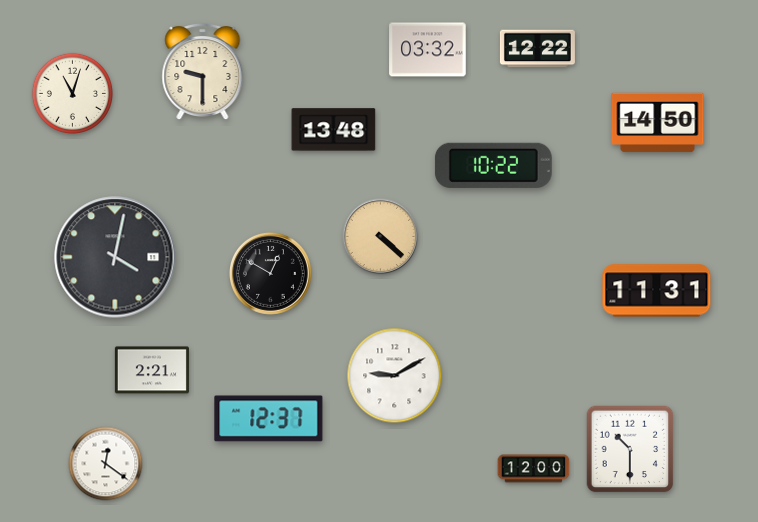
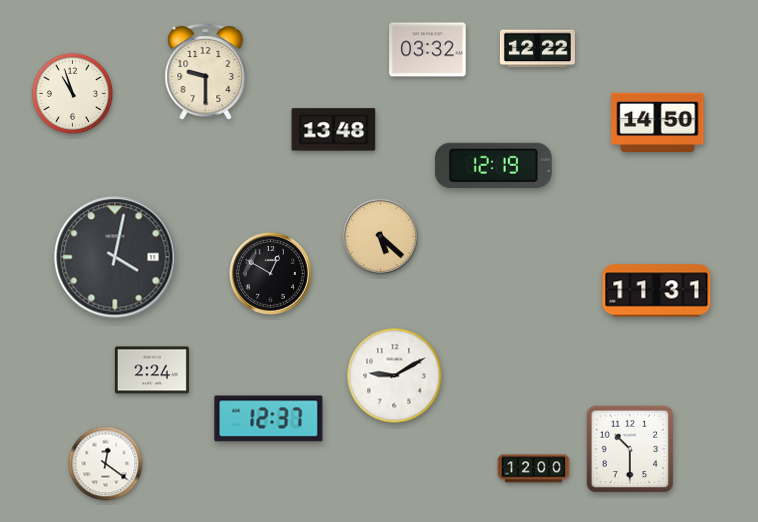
clock at (203, 72) position: (203, 72) -> (206, 72)
clock at (72, 93): 11:03 -> 10:57
clock at (493, 165): 10:22 -> 12:19
clock at (381, 237): 4:22 -> 5:22
clock at (152, 370): 2:21 -> 2:24
